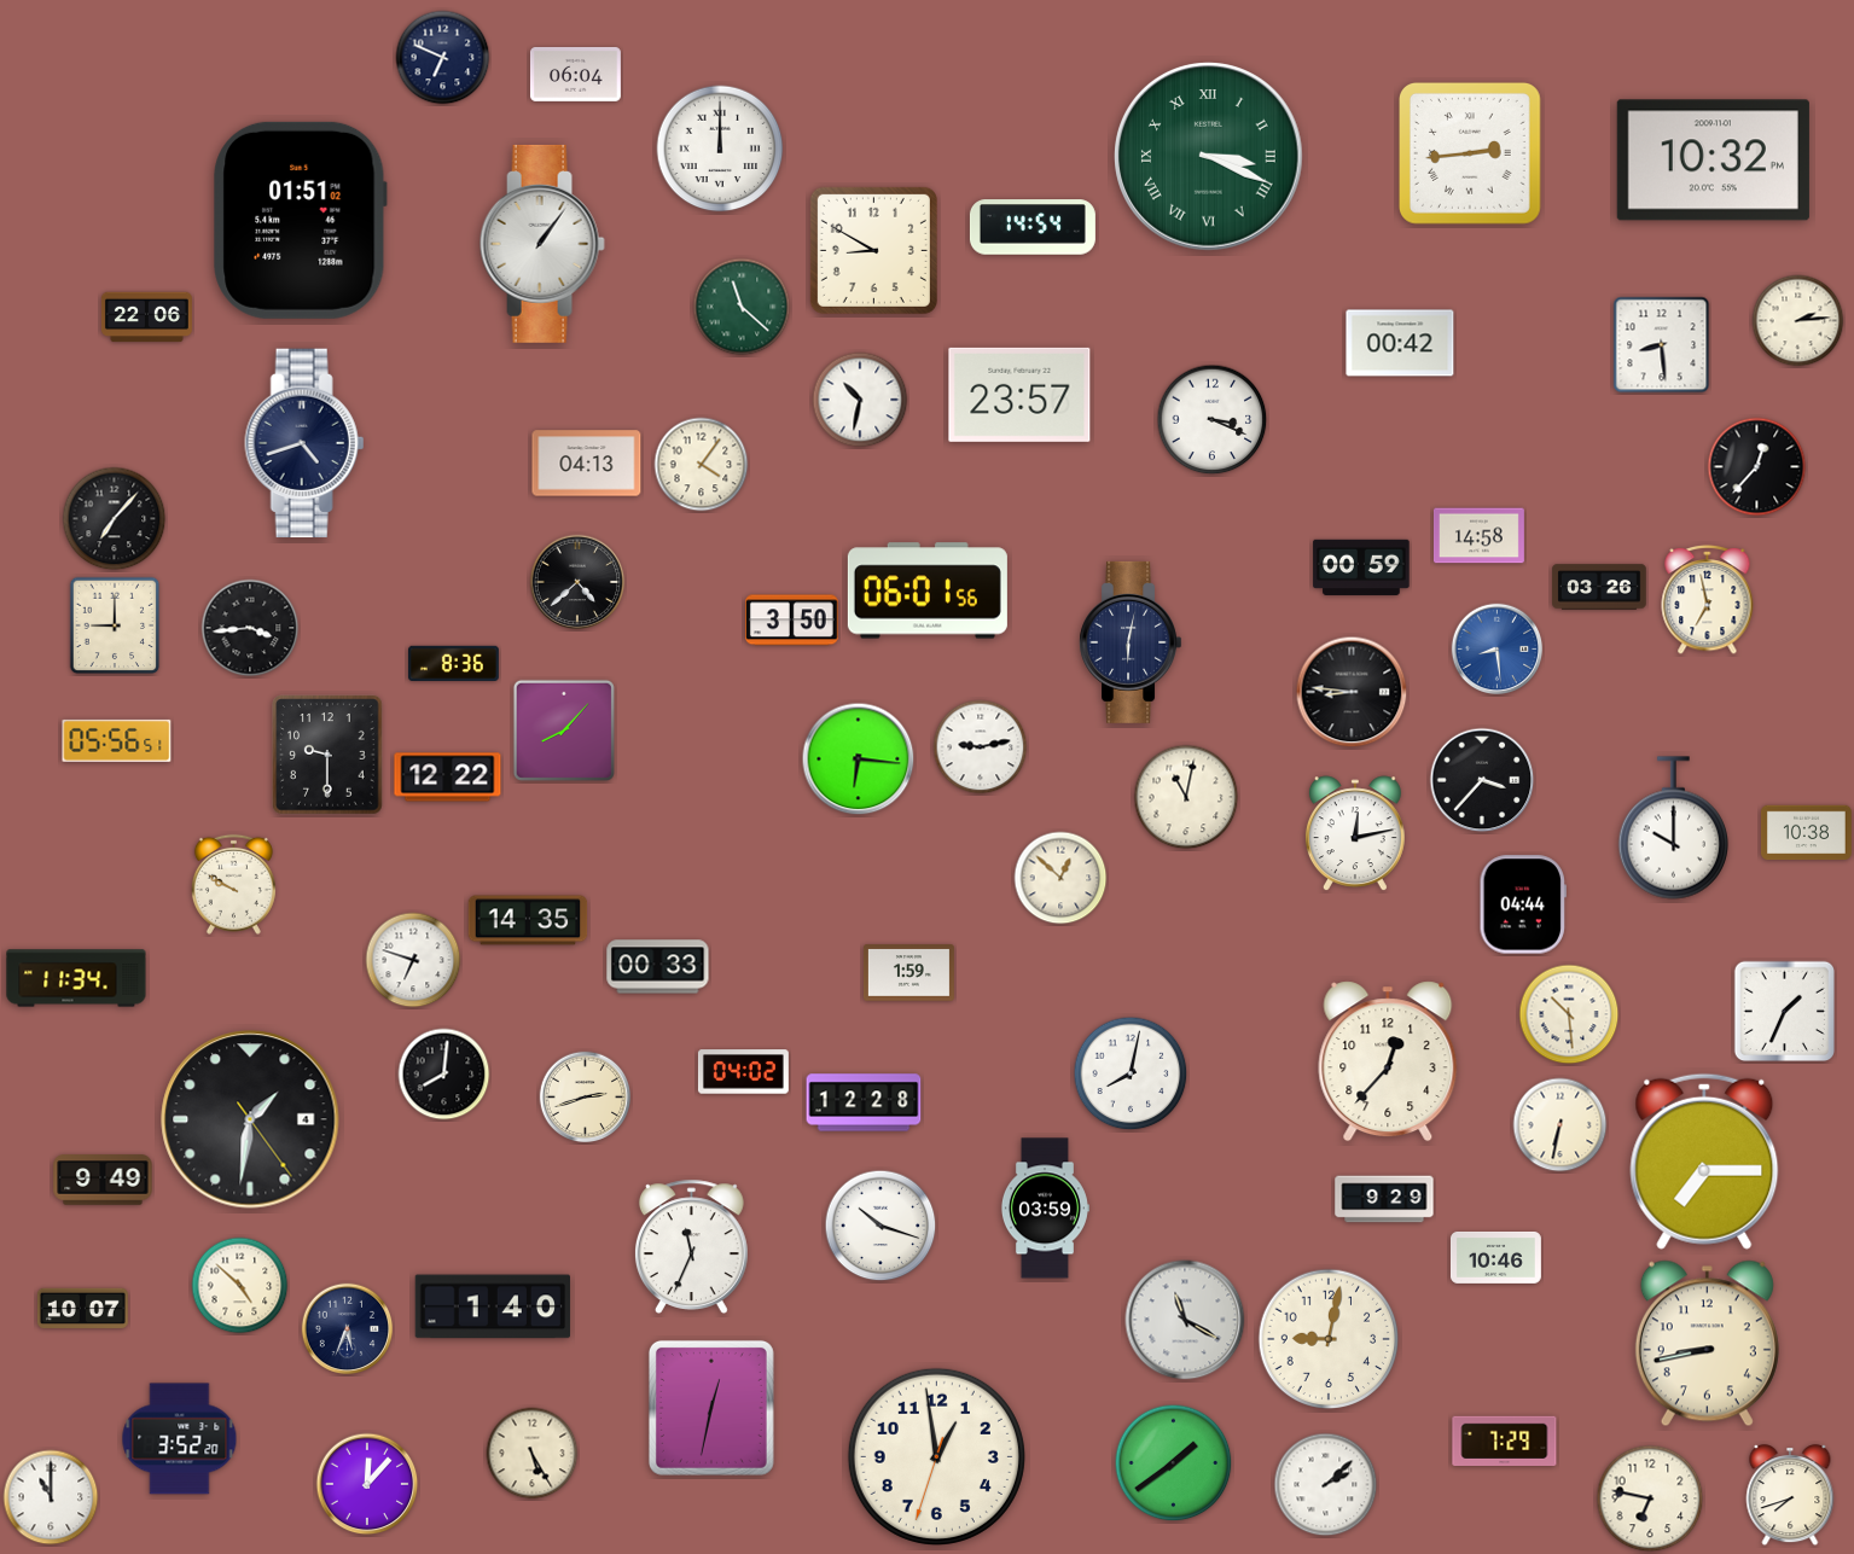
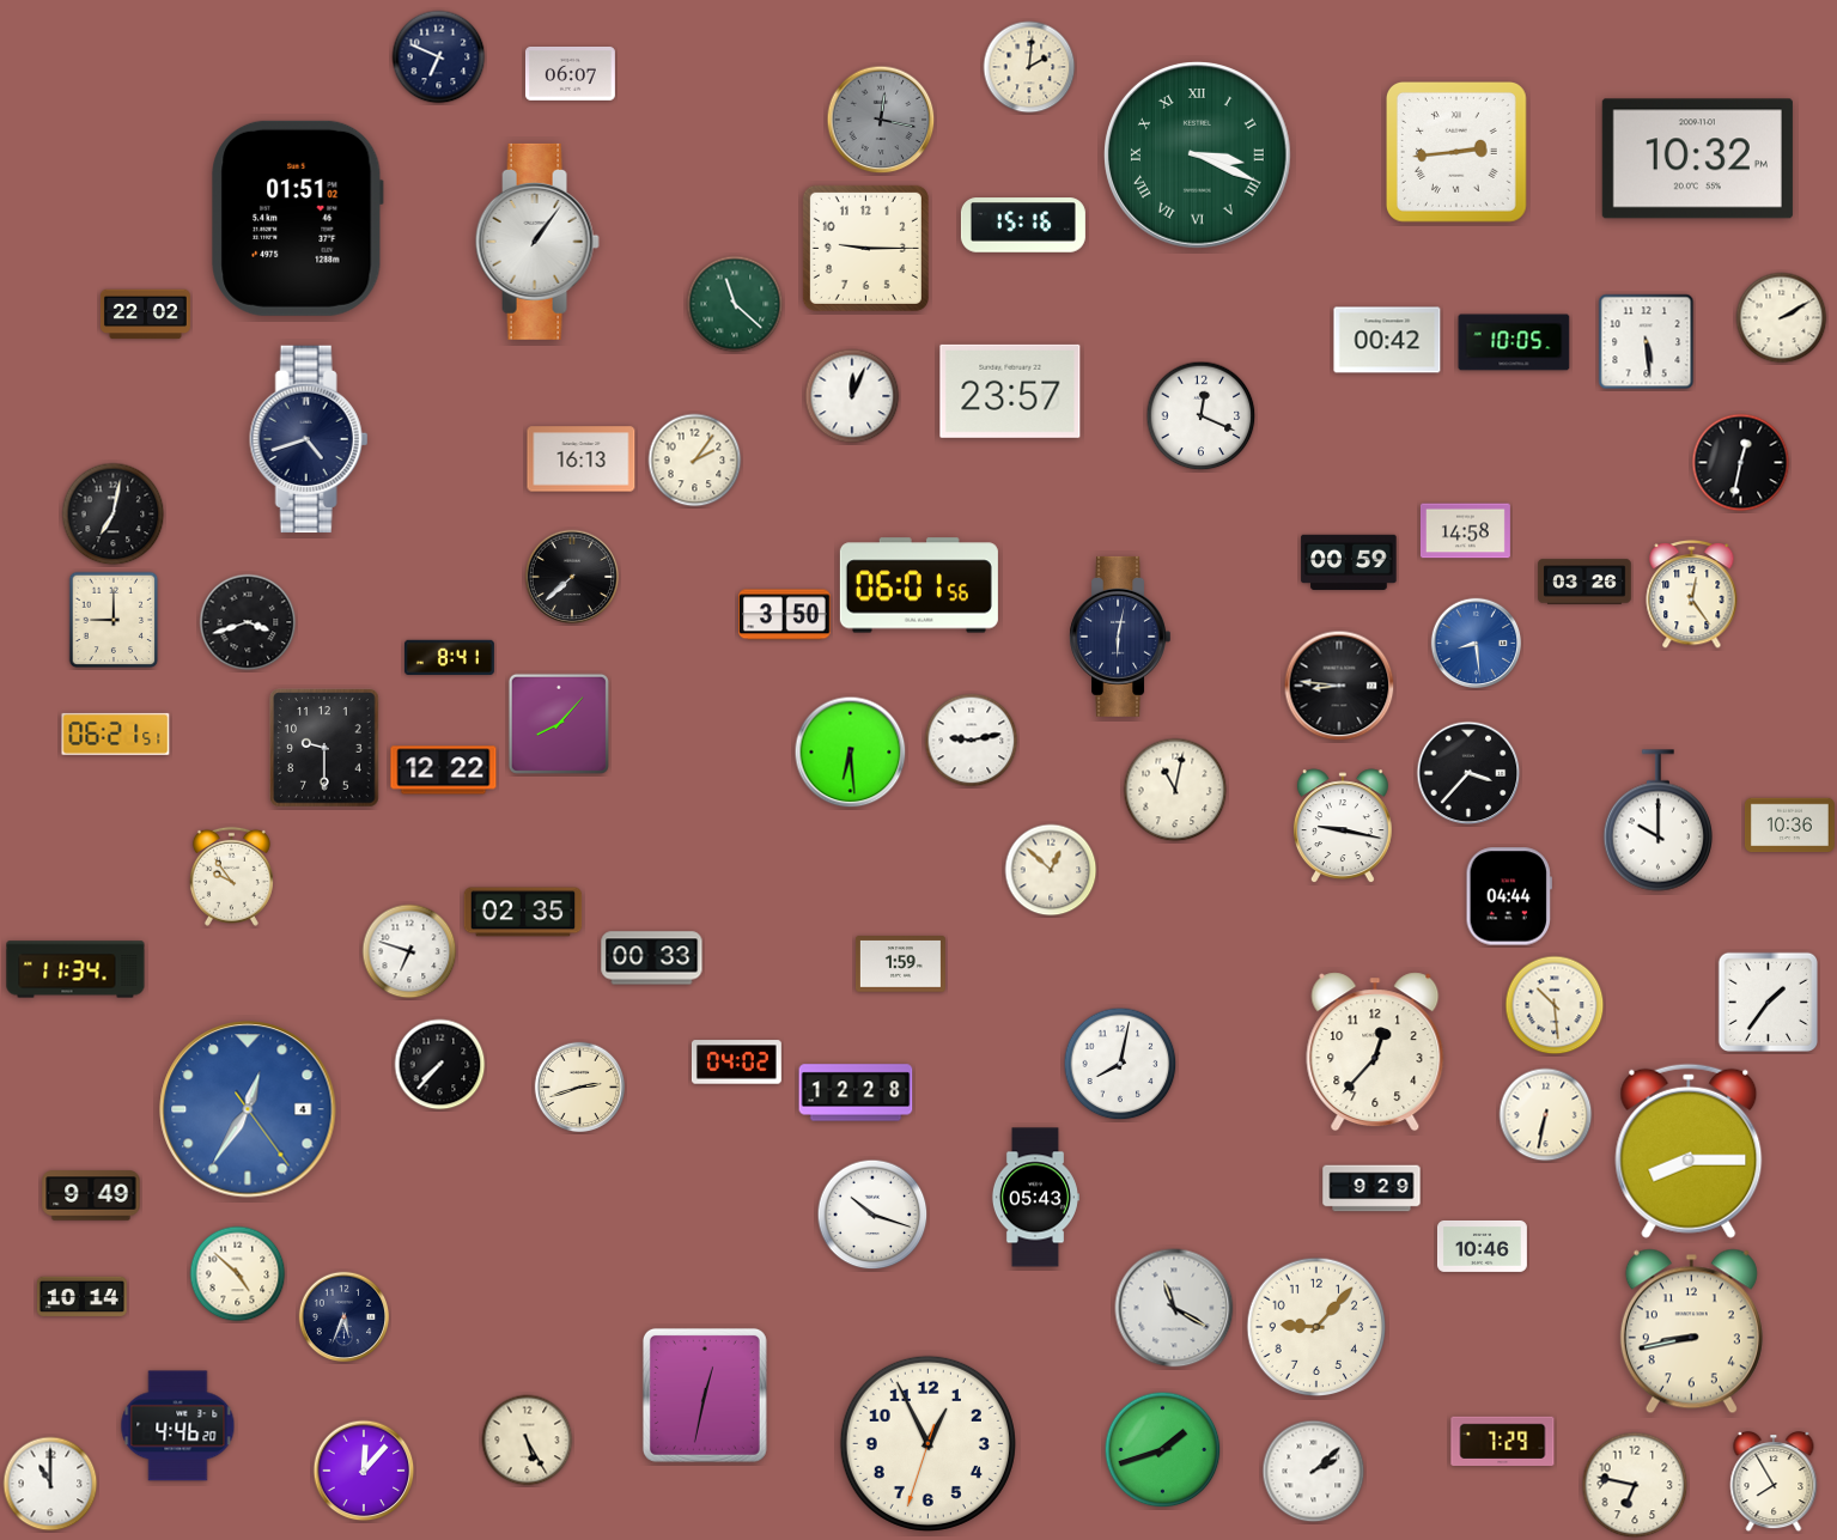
clock at (1029, 67): none -> 2:01
clock at (575, 74): 06:04 -> 06:07
clock at (881, 120): none -> 12:17
clock at (720, 149): 12:00 -> none
clock at (1033, 227): 14:54 -> 15:16
clock at (873, 250): 8:50 -> 9:15
clock at (146, 318): 22:06 -> 22:02
clock at (1798, 321): 2:14 -> 2:10
clock at (1514, 342): none -> 10:05
clock at (1662, 345): 8:29 -> 5:29
clock at (860, 400): 10:32 -> 12:04
clock at (1213, 420): 3:19 -> 12:19
clock at (304, 443) position: (304, 443) -> (309, 439)
clock at (587, 464): 04:13 -> 16:13
clock at (702, 465): 4:06 -> 2:06
clock at (1757, 467): 12:37 -> 12:32
clock at (115, 519): 7:07 -> 7:02
clock at (577, 582): 4:38 -> 7:38
clock at (1708, 599): 6:58 -> 12:24
clock at (250, 628): 3:44 -> 3:42
clock at (1498, 650) position: (1498, 650) -> (1477, 644)
clock at (453, 664): 8:36 -> 8:41
clock at (117, 740): 05:56 -> 06:21
clock at (859, 759): 6:16 -> 6:29
clock at (1806, 833): 10:38 -> 10:36
clock at (1355, 834): 12:13 -> 9:17
clock at (233, 884): 9:50 -> 9:54
clock at (528, 920): 14:35 -> 02:35
clock at (1784, 1011): 1:34 -> 1:36
clock at (444, 1075): 8:01 -> 7:37
clock at (250, 1119): 1:31 -> 12:35
clock at (250, 1119) dial: black -> blue
clock at (1704, 1162): 7:15 -> 8:15
clock at (103, 1180) position: (103, 1180) -> (91, 1195)
clock at (1045, 1209): 03:59 -> 05:43
clock at (691, 1246): 11:34 -> none
clock at (492, 1306): 1:40 -> none
clock at (82, 1309): 10:07 -> 10:14
clock at (1329, 1339): 9:02 -> 9:07
clock at (180, 1439): 3:52 -> 4:46
clock at (1505, 1442) position: (1505, 1442) -> (1503, 1442)
clock at (936, 1456): 12:58 -> 12:55
clock at (1174, 1463): 1:39 -> 1:42
clock at (1790, 1496): 7:42 -> 7:55
